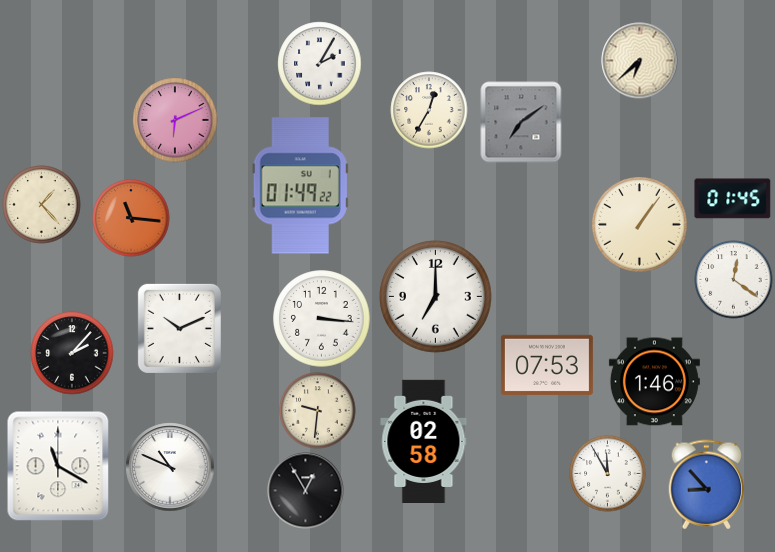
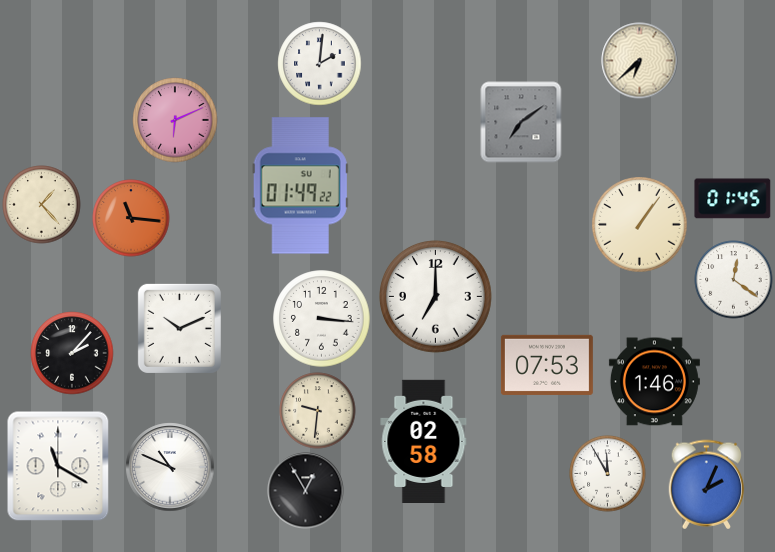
clock at (320, 64): 2:05 -> 2:01
clock at (429, 110): 12:35 -> none
clock at (707, 485): 8:53 -> 2:04
